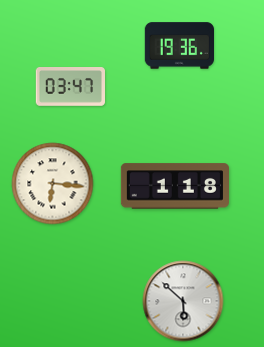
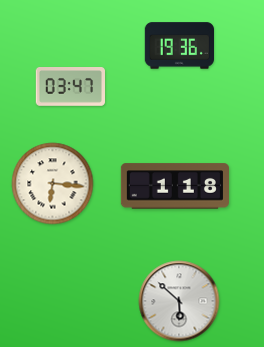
clock at (183, 301) position: (183, 301) -> (179, 301)
